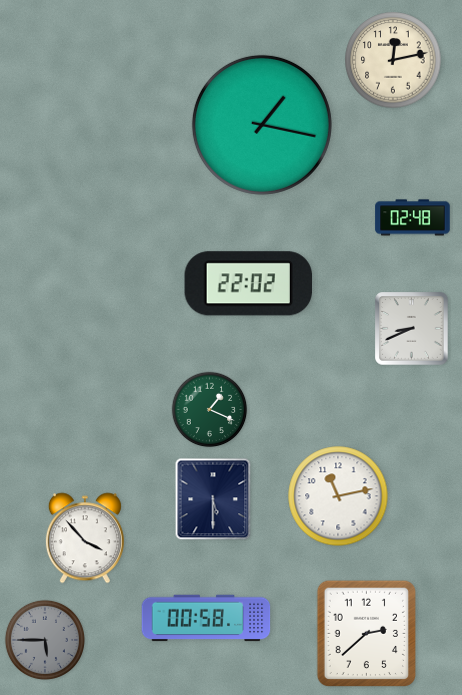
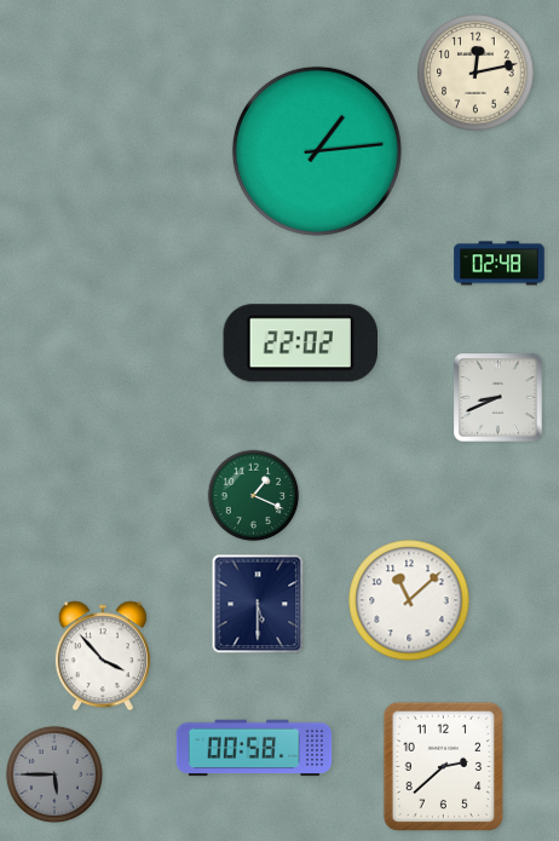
clock at (262, 125): 1:17 -> 1:14
clock at (338, 496): 11:13 -> 11:08
clock at (85, 538) position: (85, 538) -> (103, 656)
clock at (206, 618) position: (206, 618) -> (254, 748)
